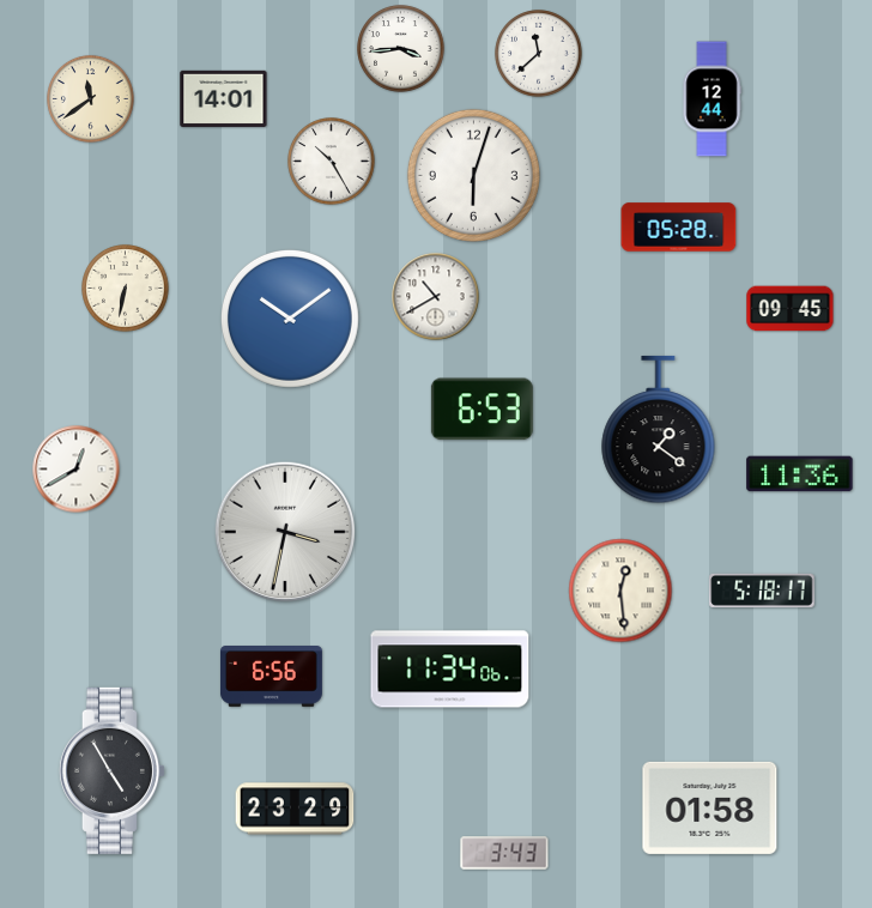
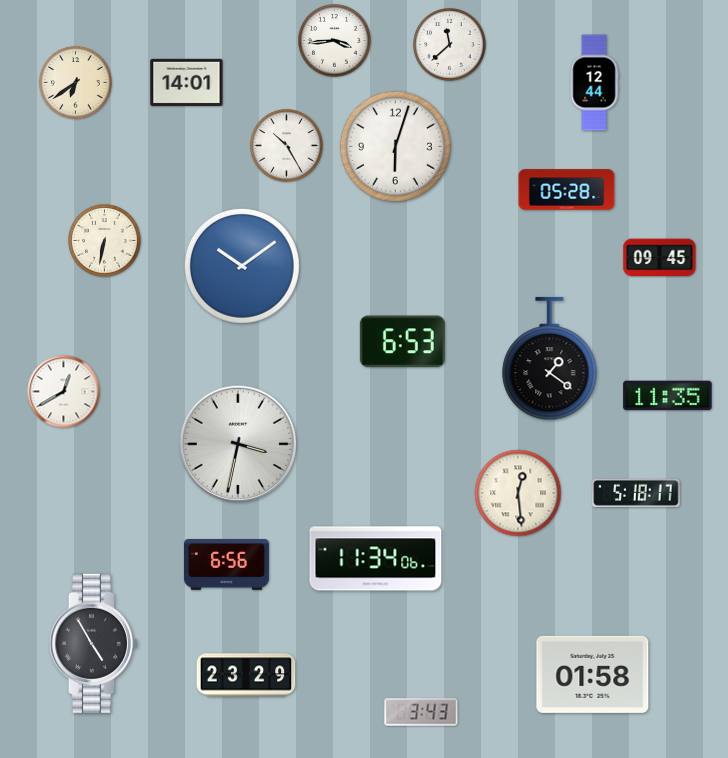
clock at (91, 99): 11:39 -> 6:39
clock at (332, 162) position: (332, 162) -> (287, 146)
clock at (436, 297): 10:40 -> none
clock at (800, 474): 11:36 -> 11:35
